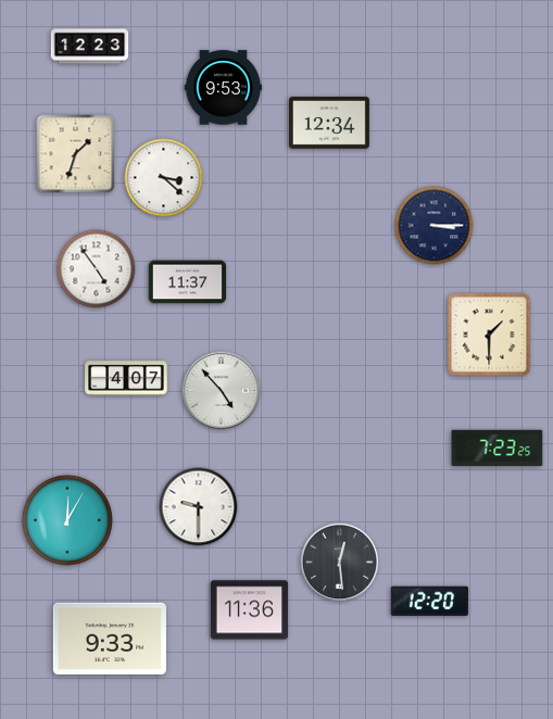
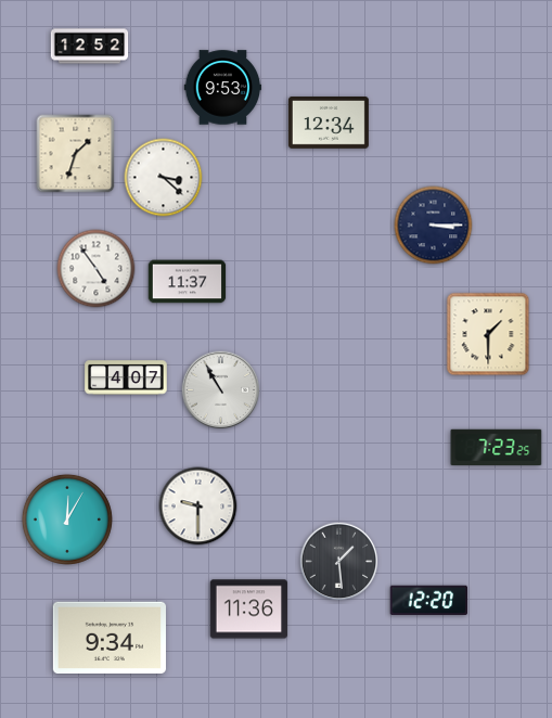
clock at (90, 47): 12:23 -> 12:52
clock at (222, 391): 4:53 -> 10:55
clock at (340, 563): 12:29 -> 1:29
clock at (109, 638): 9:33 -> 9:34
